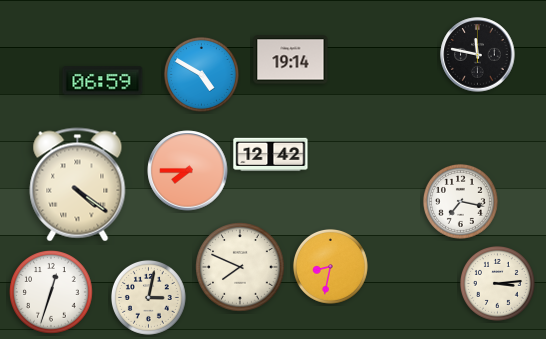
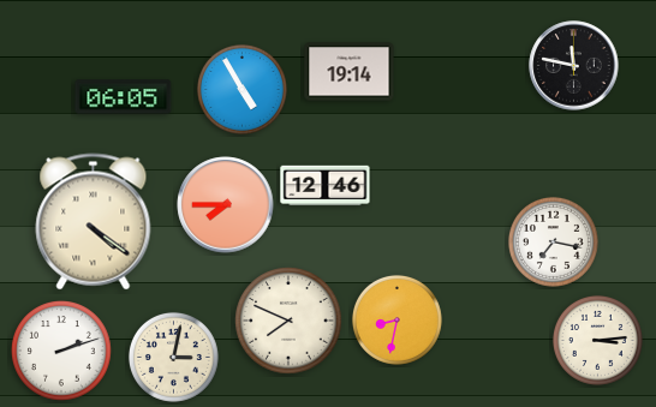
clock at (201, 74): 4:50 -> 4:55
clock at (103, 81): 06:59 -> 06:05
clock at (271, 155): 12:42 -> 12:46
clock at (52, 293): 12:33 -> 2:12
clock at (148, 297) position: (148, 297) -> (173, 357)
